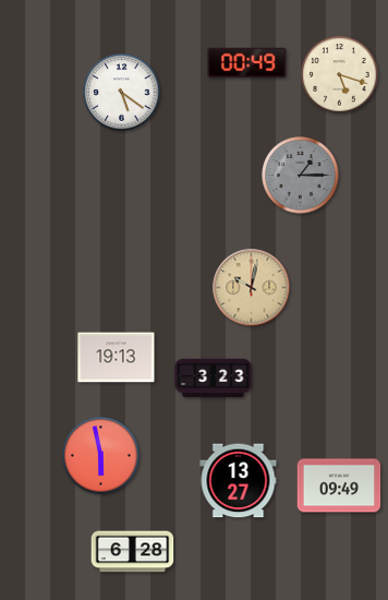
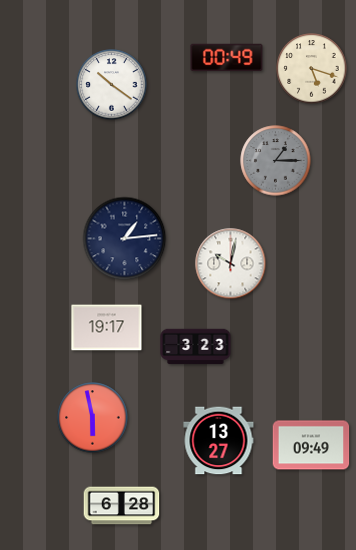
clock at (122, 93): 5:21 -> 10:21
clock at (125, 239): none -> 1:14
clock at (252, 288) dial: champagne -> white
clock at (117, 358): 19:13 -> 19:17
